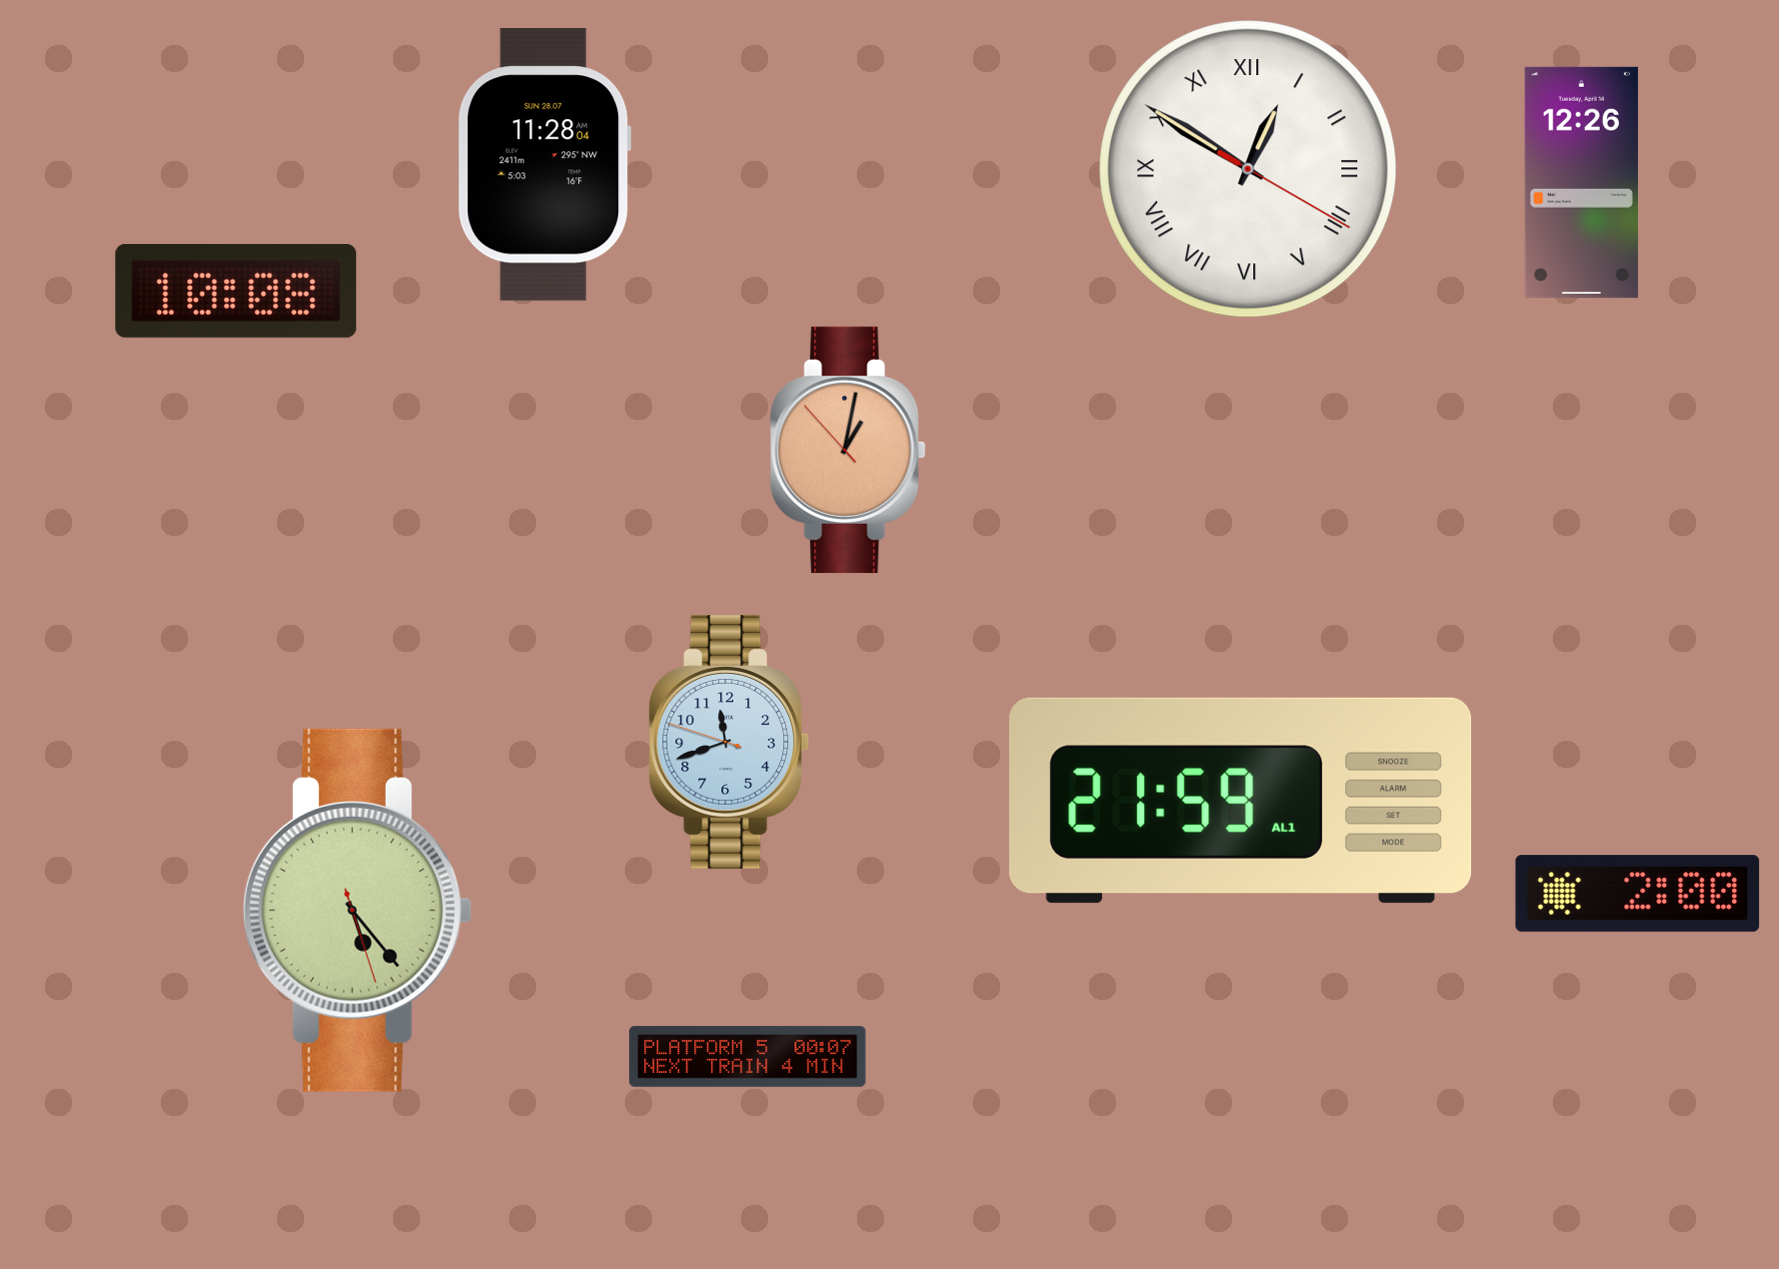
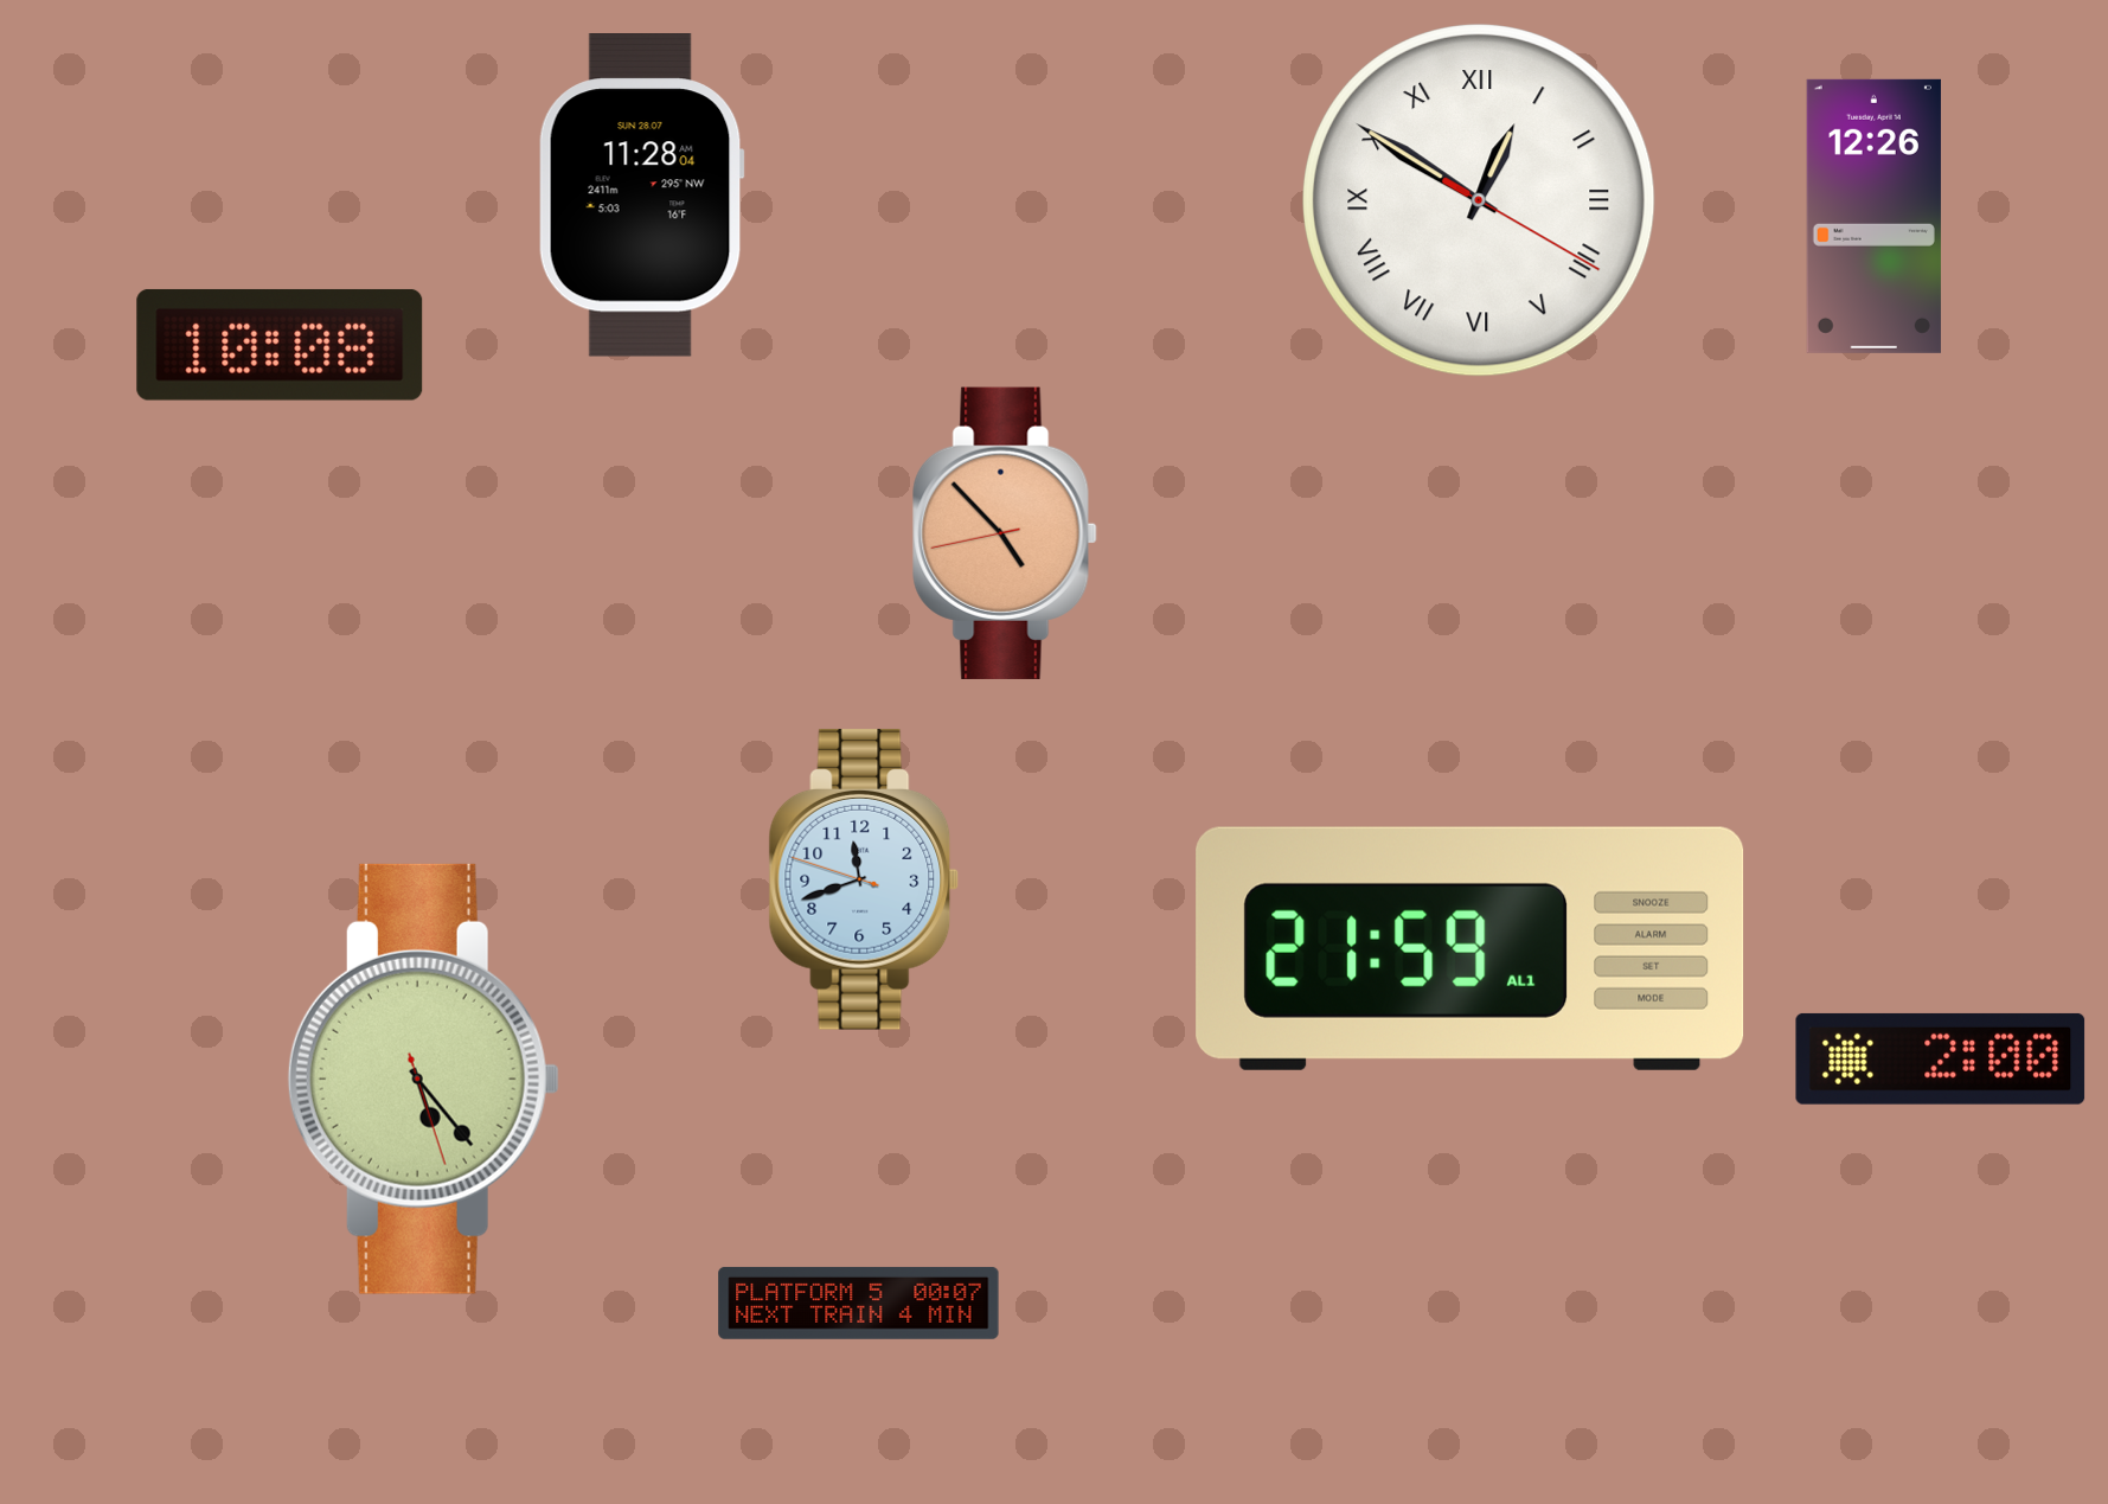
clock at (544, 165) position: (544, 165) -> (641, 196)
clock at (848, 450): 1:01 -> 4:52
clock at (748, 1056) position: (748, 1056) -> (859, 1303)
